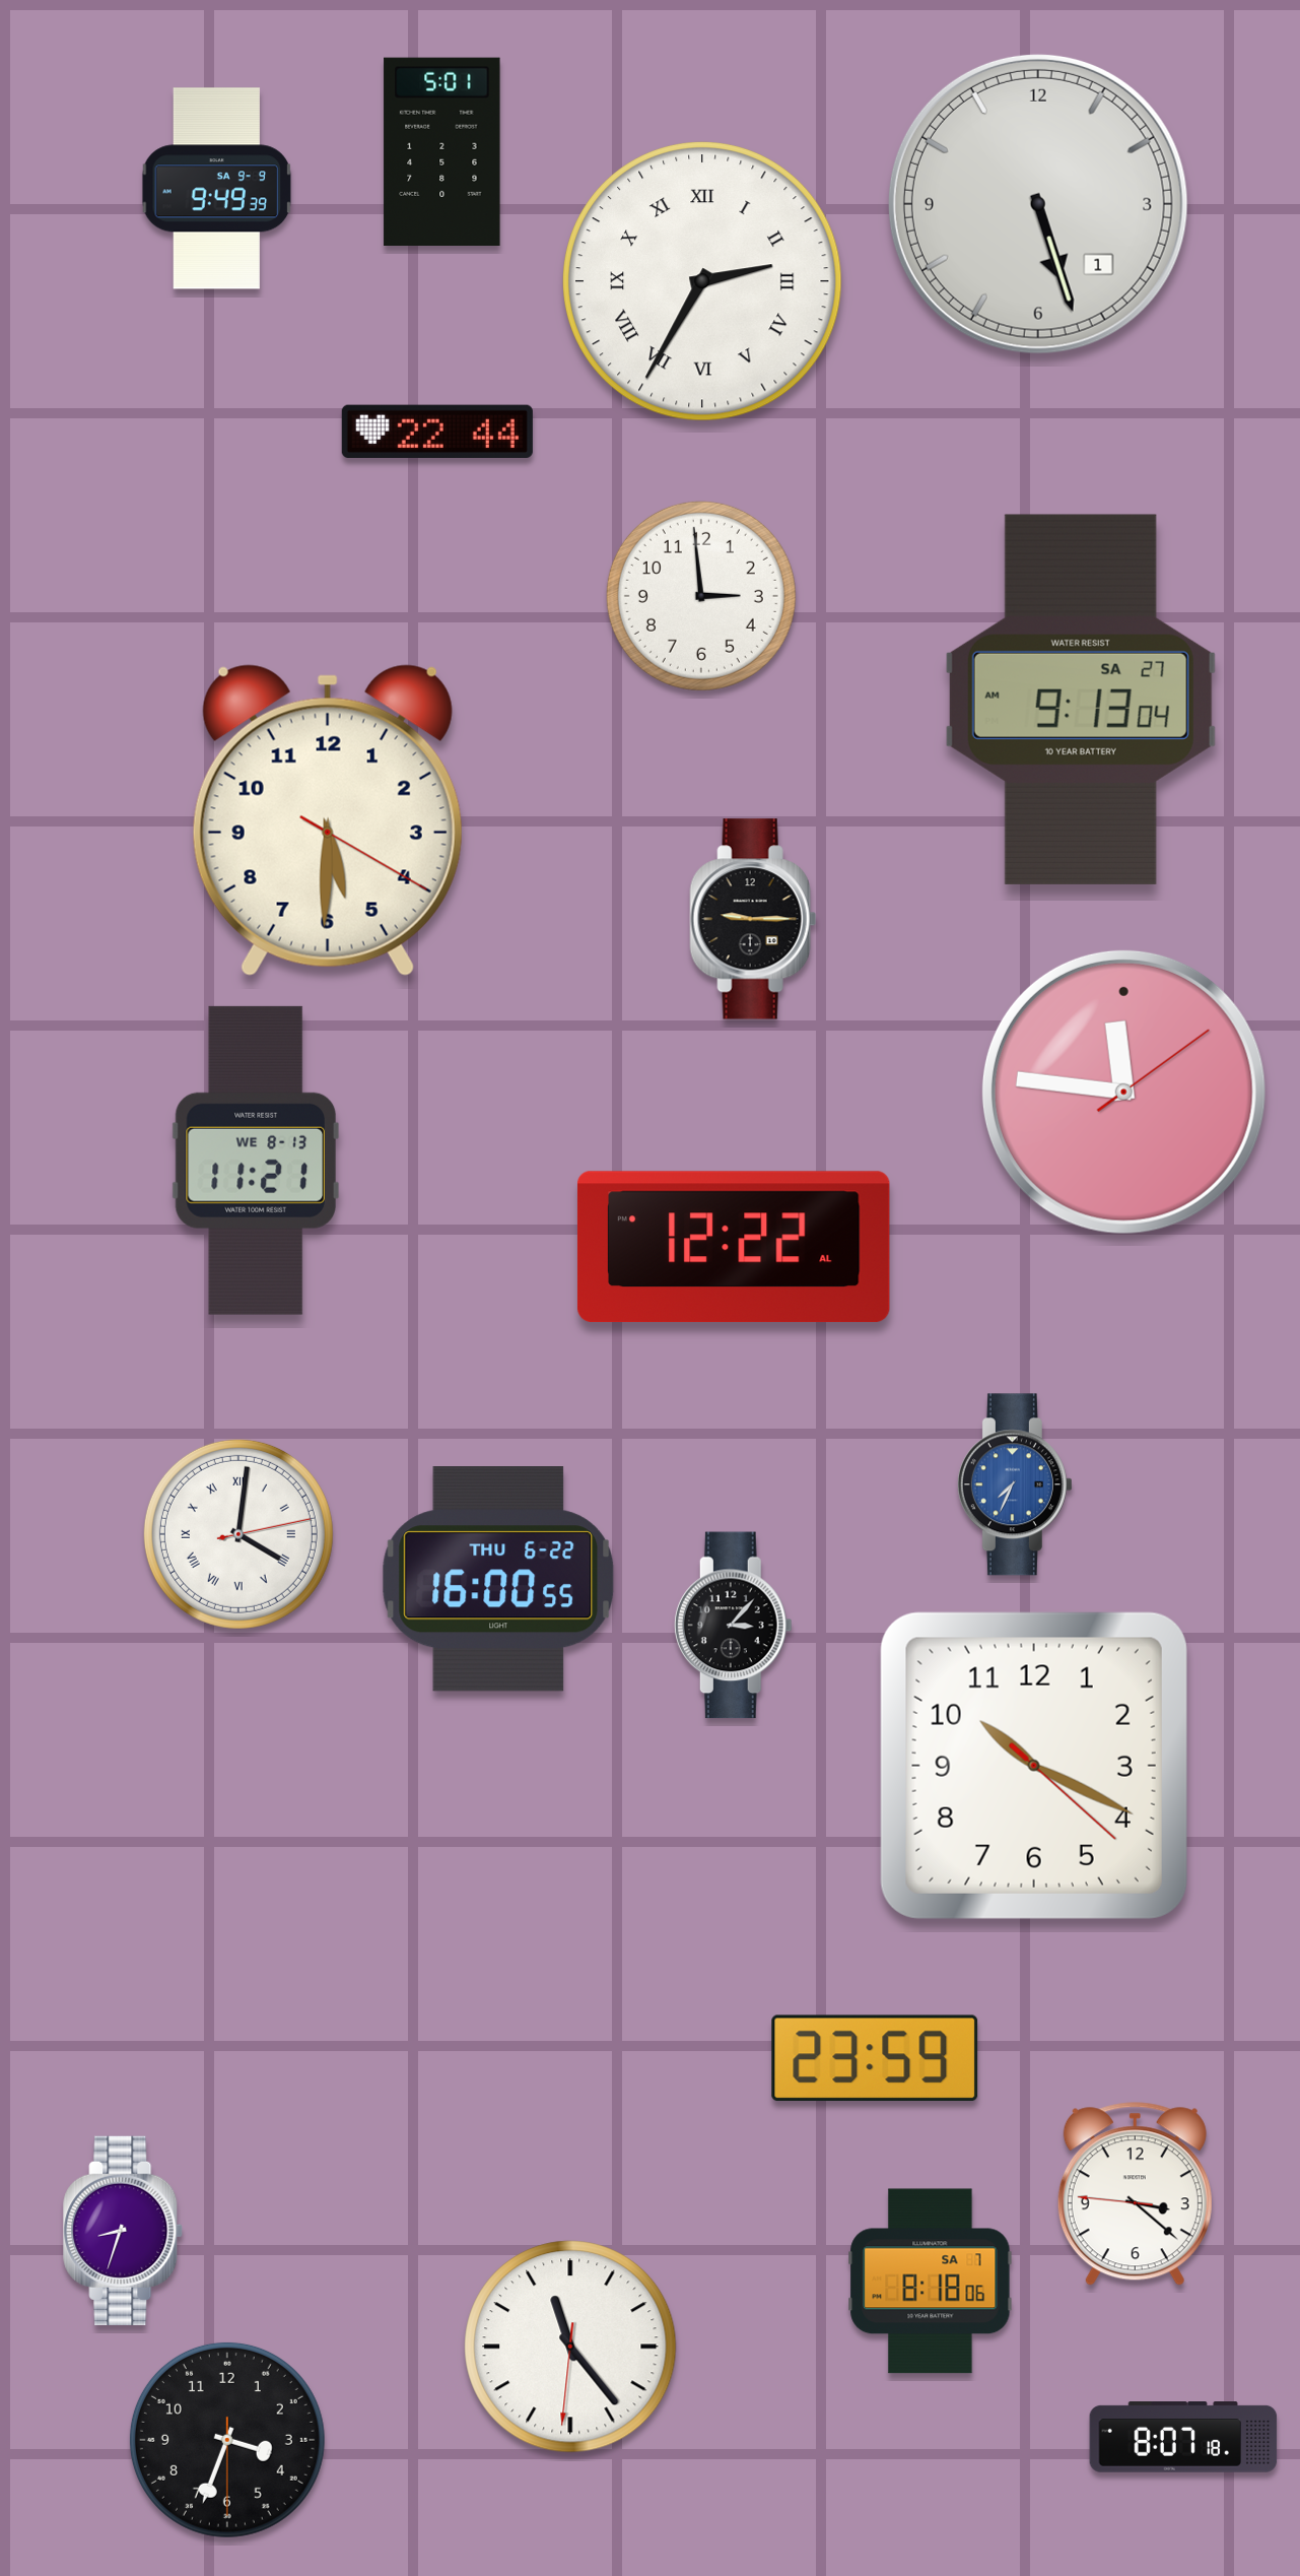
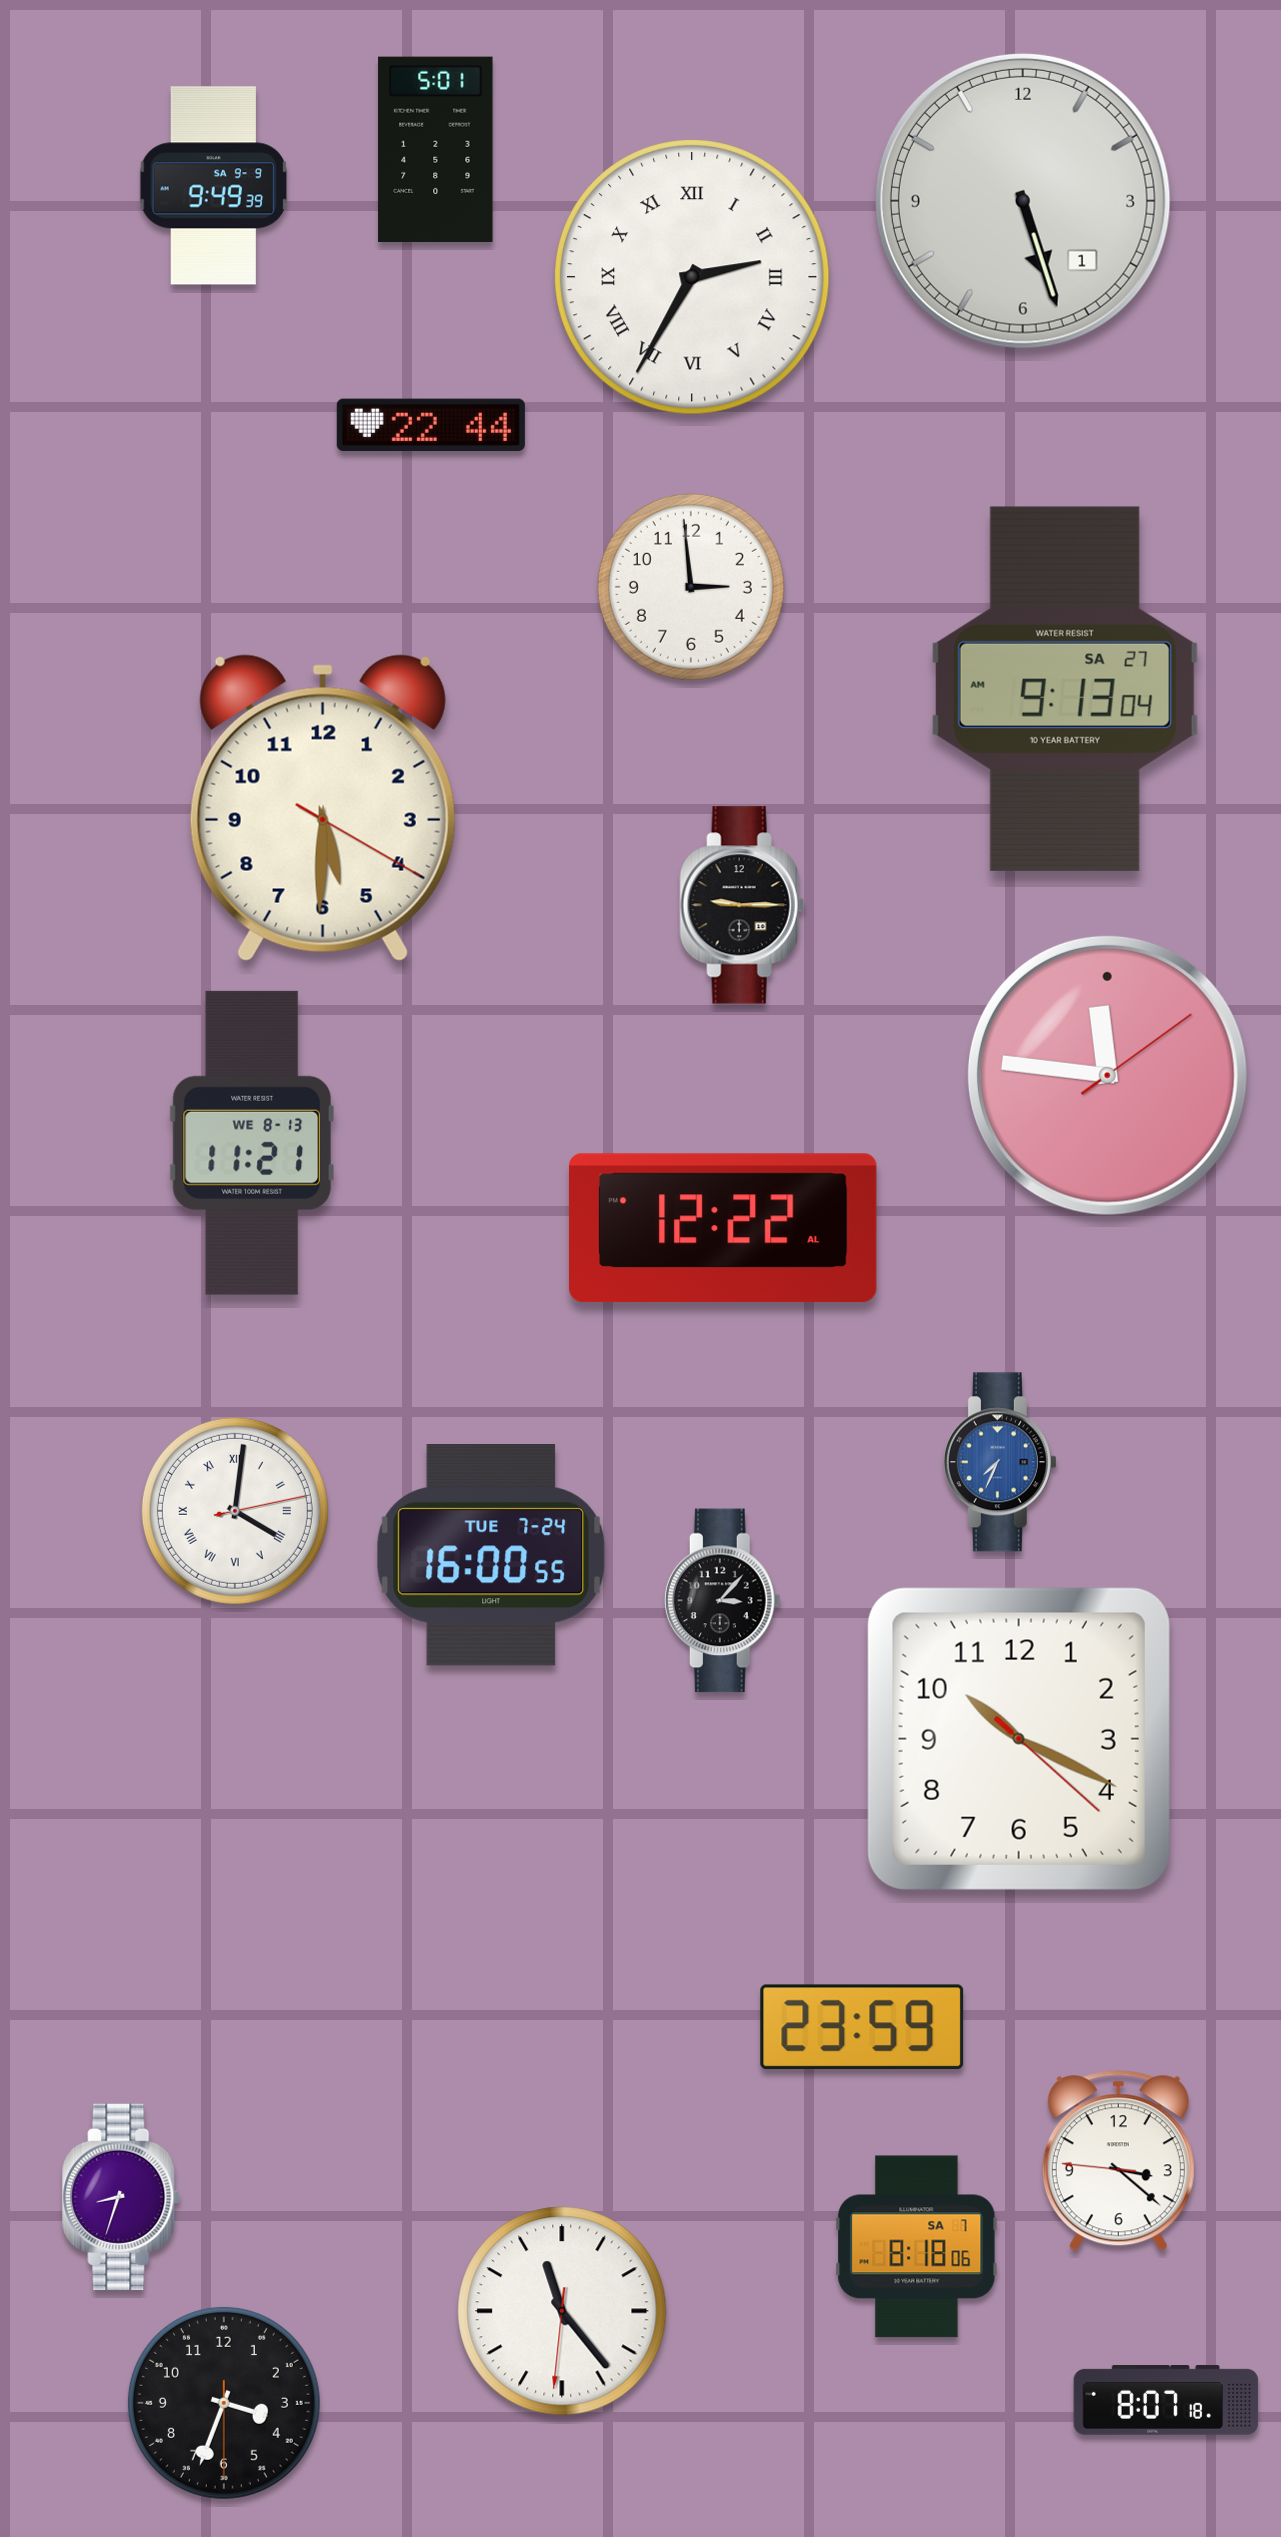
clock at (498, 1580) date: THU 6-22 -> TUE 7-24
